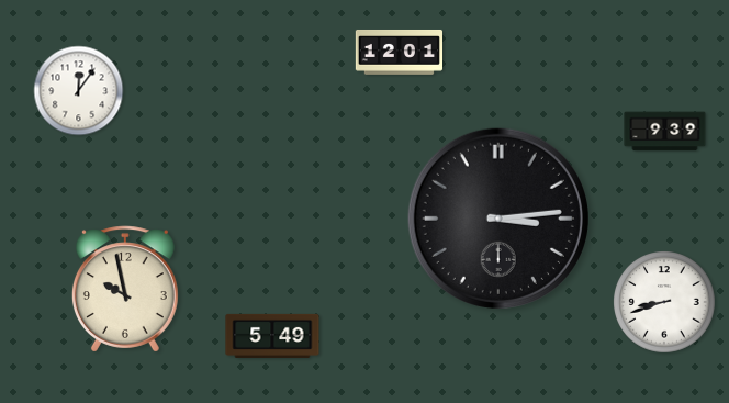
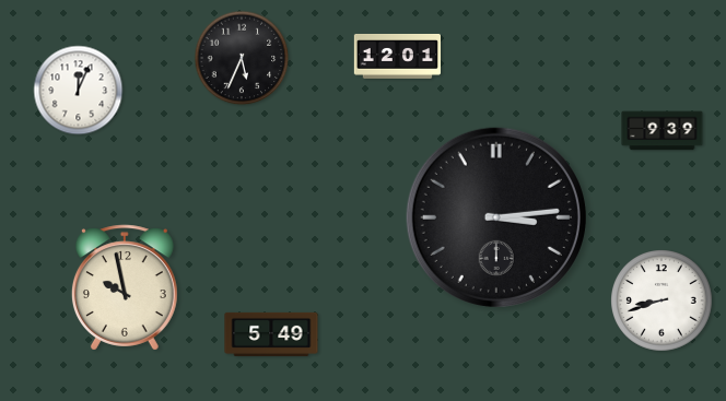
clock at (399, 52) position: (399, 52) -> (397, 56)
clock at (242, 58): none -> 5:34
clock at (79, 91): 12:06 -> 12:04
